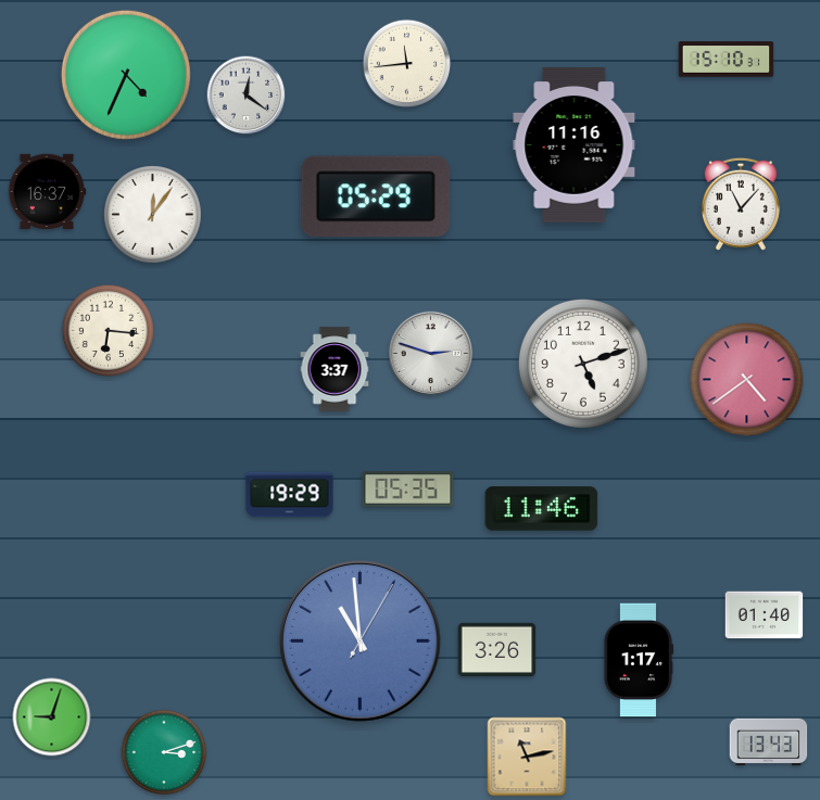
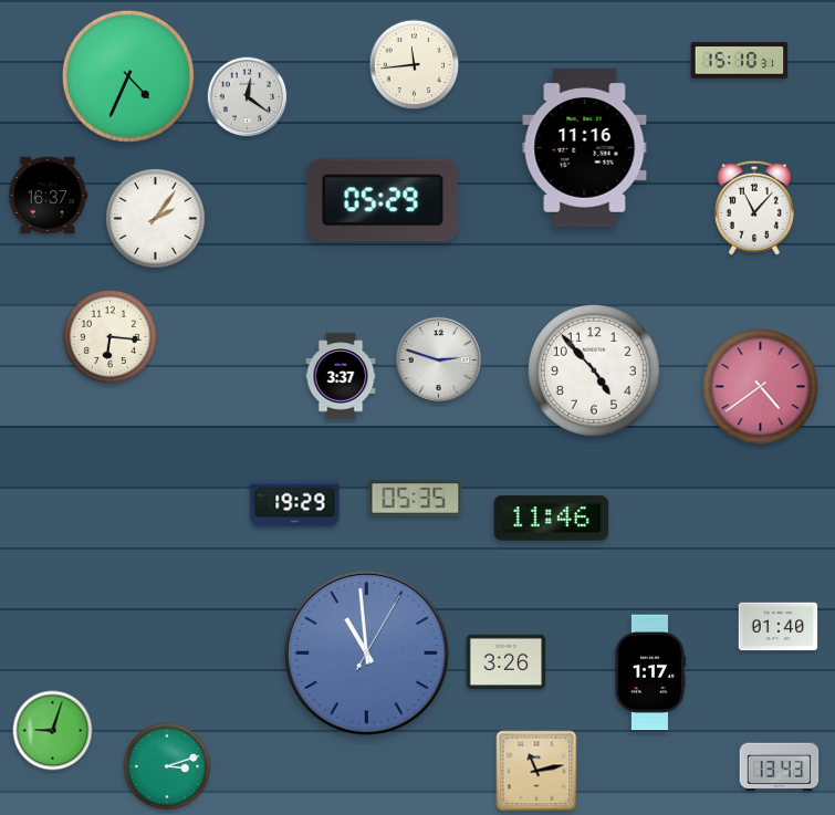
clock at (247, 96) position: (247, 96) -> (248, 97)
clock at (153, 215): 12:06 -> 2:06
clock at (583, 364): 5:12 -> 4:53
clock at (769, 742) position: (769, 742) -> (780, 767)
